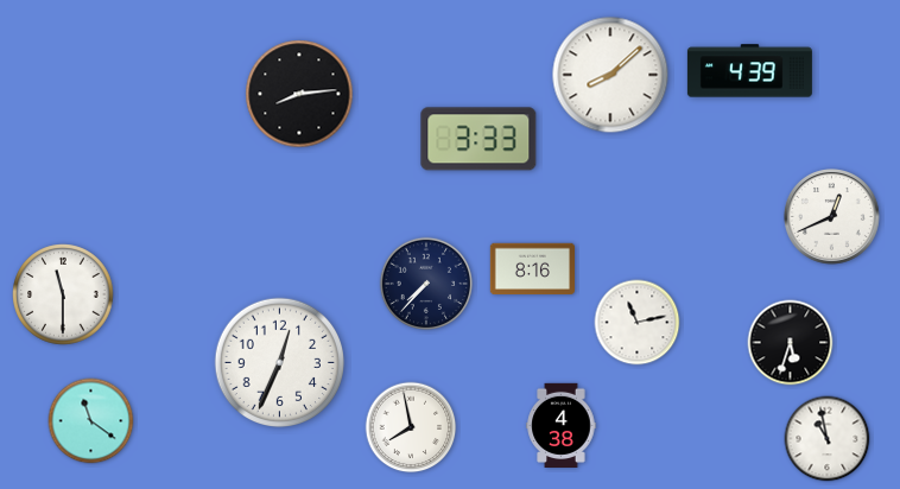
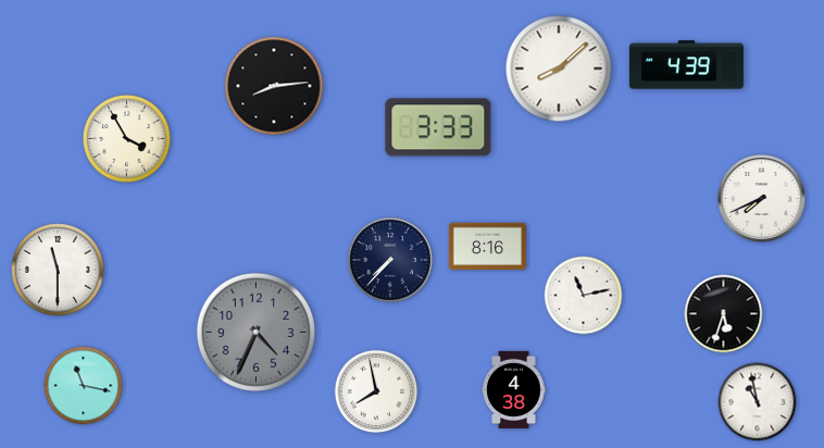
clock at (126, 138): none -> 3:55
clock at (832, 217): 12:41 -> 7:41
clock at (280, 363): 12:34 -> 4:34
clock at (280, 363) dial: white -> grey
clock at (91, 421): 11:21 -> 11:17
